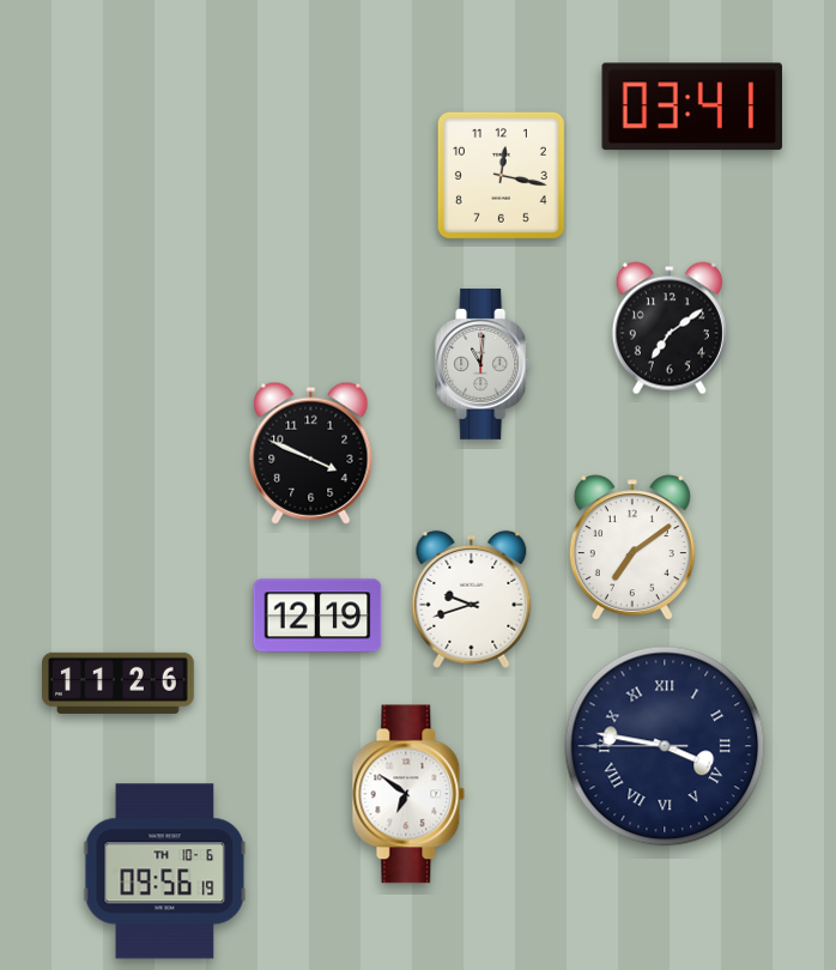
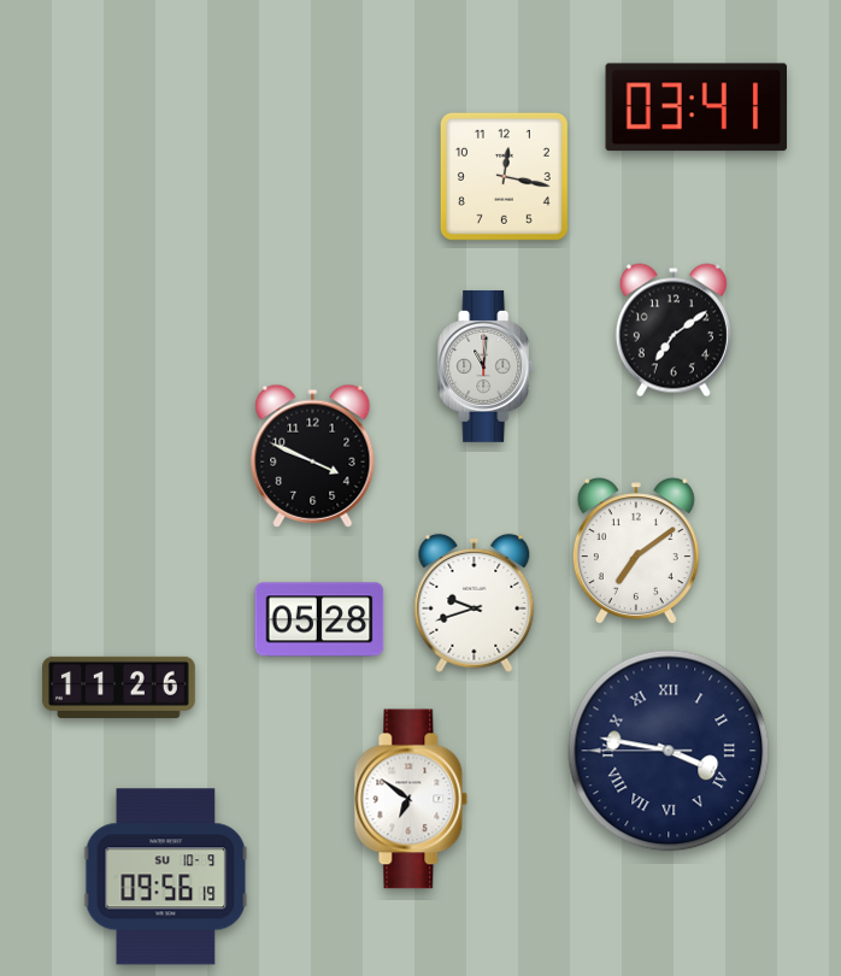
clock at (317, 616): 12:19 -> 05:28
clock at (165, 872) date: TH 10-6 -> SU 10-9
